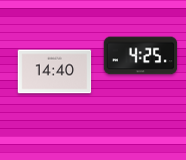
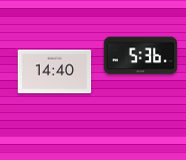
clock at (141, 56): 4:25 -> 5:36
